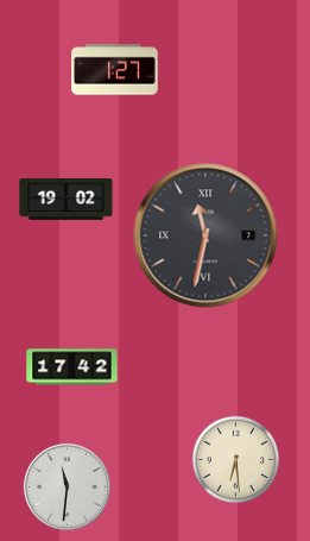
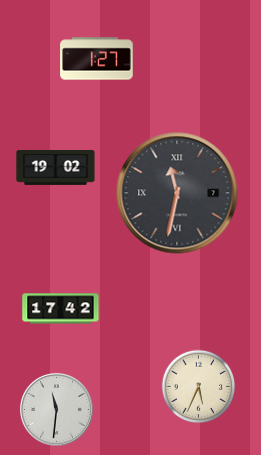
clock at (205, 235) position: (205, 235) -> (177, 193)
clock at (236, 460): 6:29 -> 5:34
